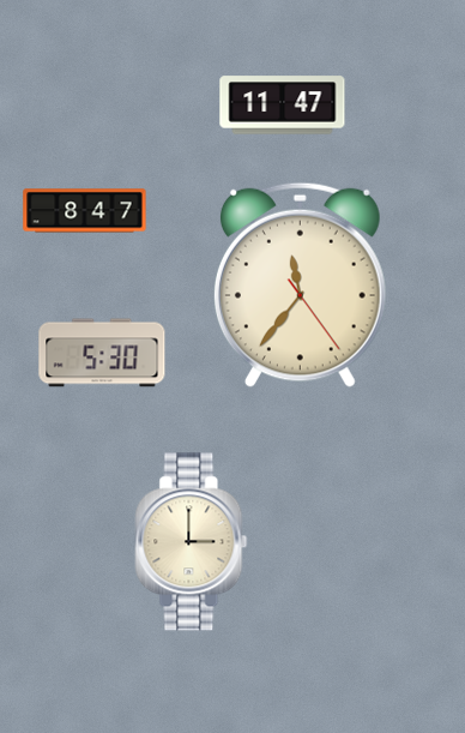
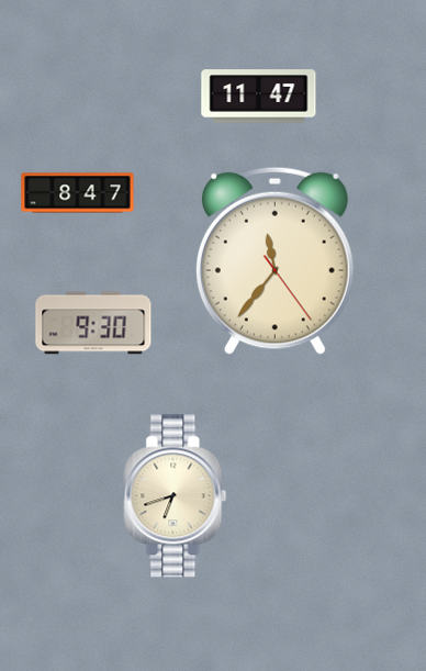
clock at (102, 353): 5:30 -> 9:30
clock at (192, 542): 3:00 -> 6:42
